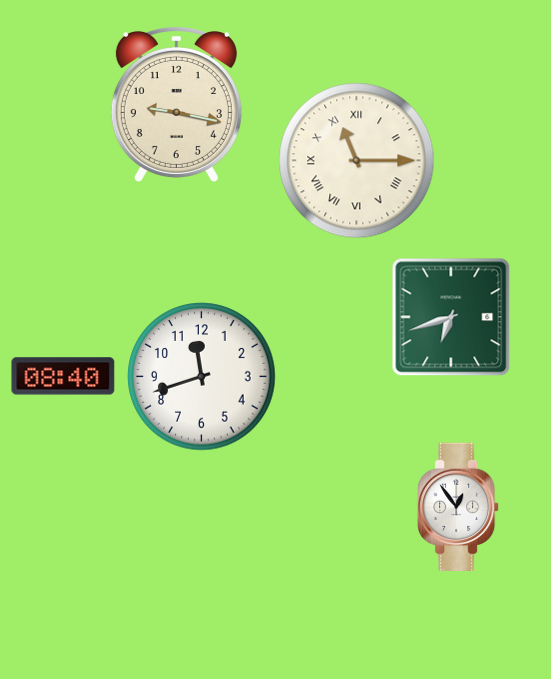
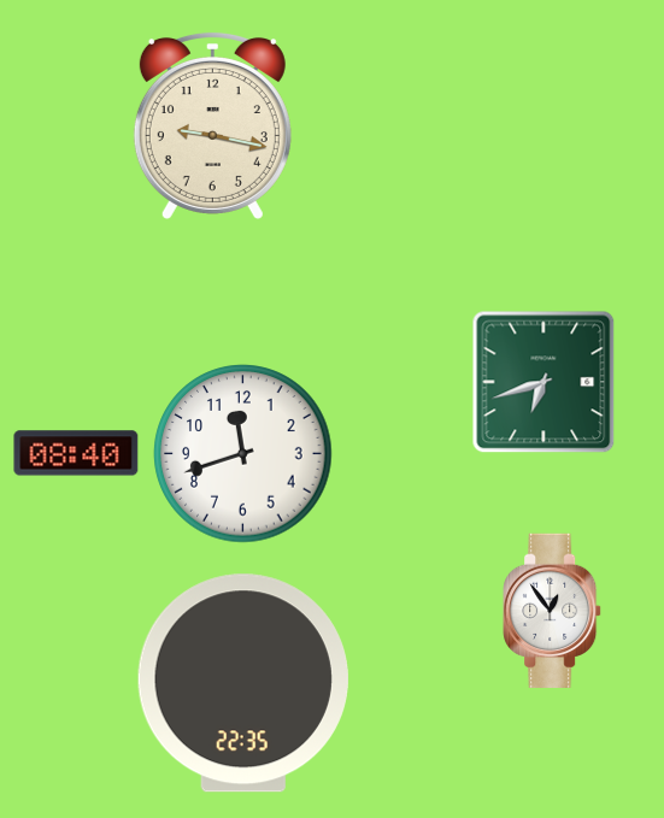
clock at (357, 161): 11:15 -> none
clock at (243, 683): none -> 22:35
